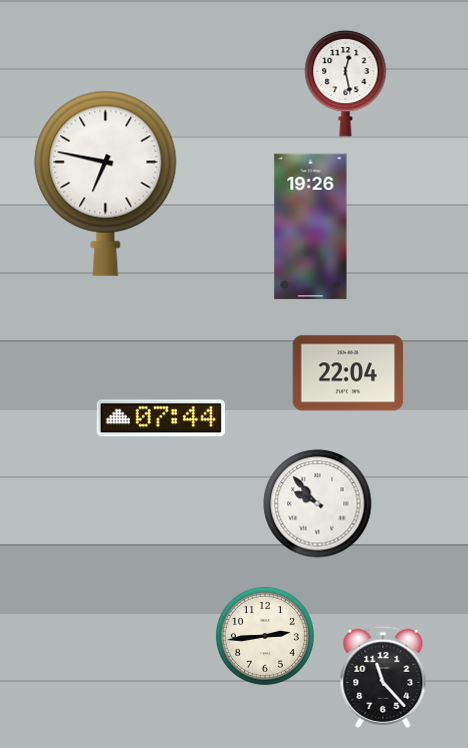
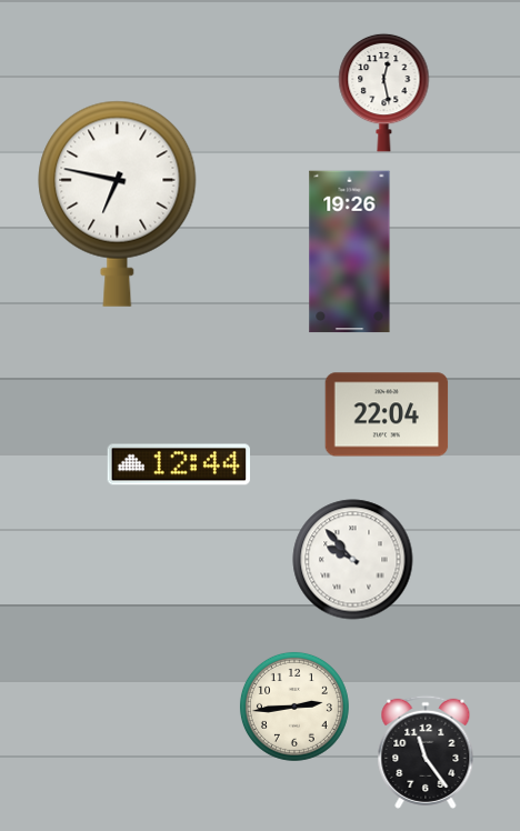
clock at (311, 227) position: (311, 227) -> (350, 252)
clock at (161, 418): 07:44 -> 12:44
clock at (383, 677): 11:23 -> 11:24
